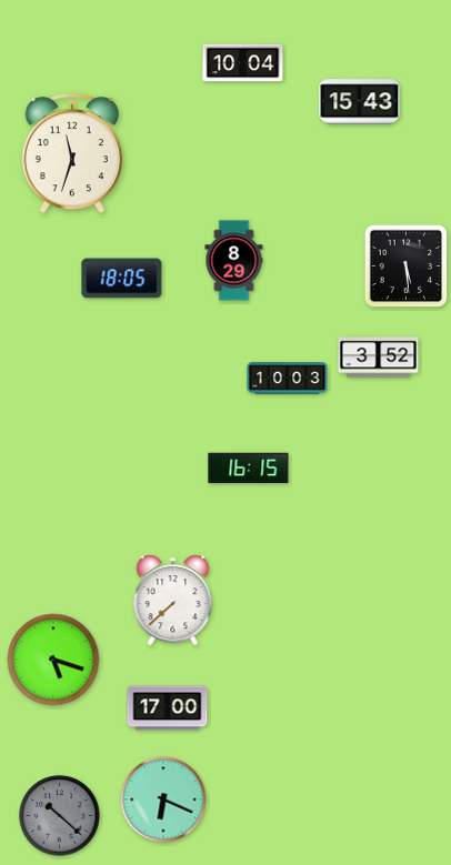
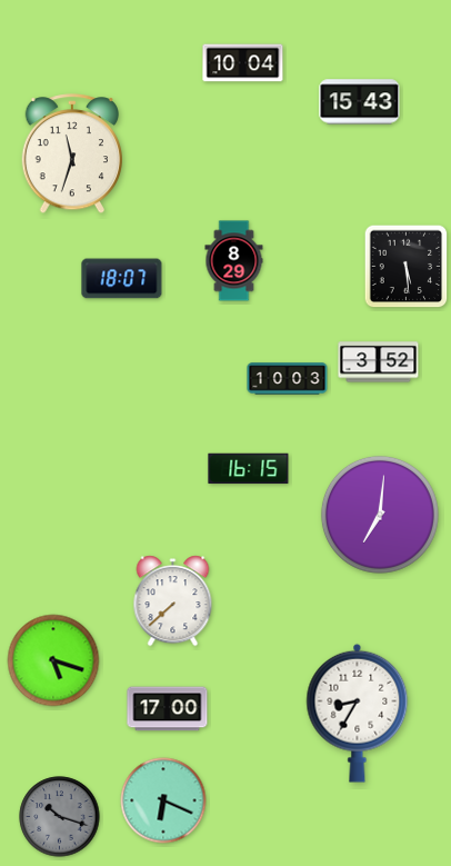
clock at (122, 279): 18:05 -> 18:07
clock at (379, 358) position: (379, 358) -> (379, 362)
clock at (380, 515): none -> 7:01
clock at (358, 713): none -> 8:35
clock at (60, 816): 10:22 -> 10:18
